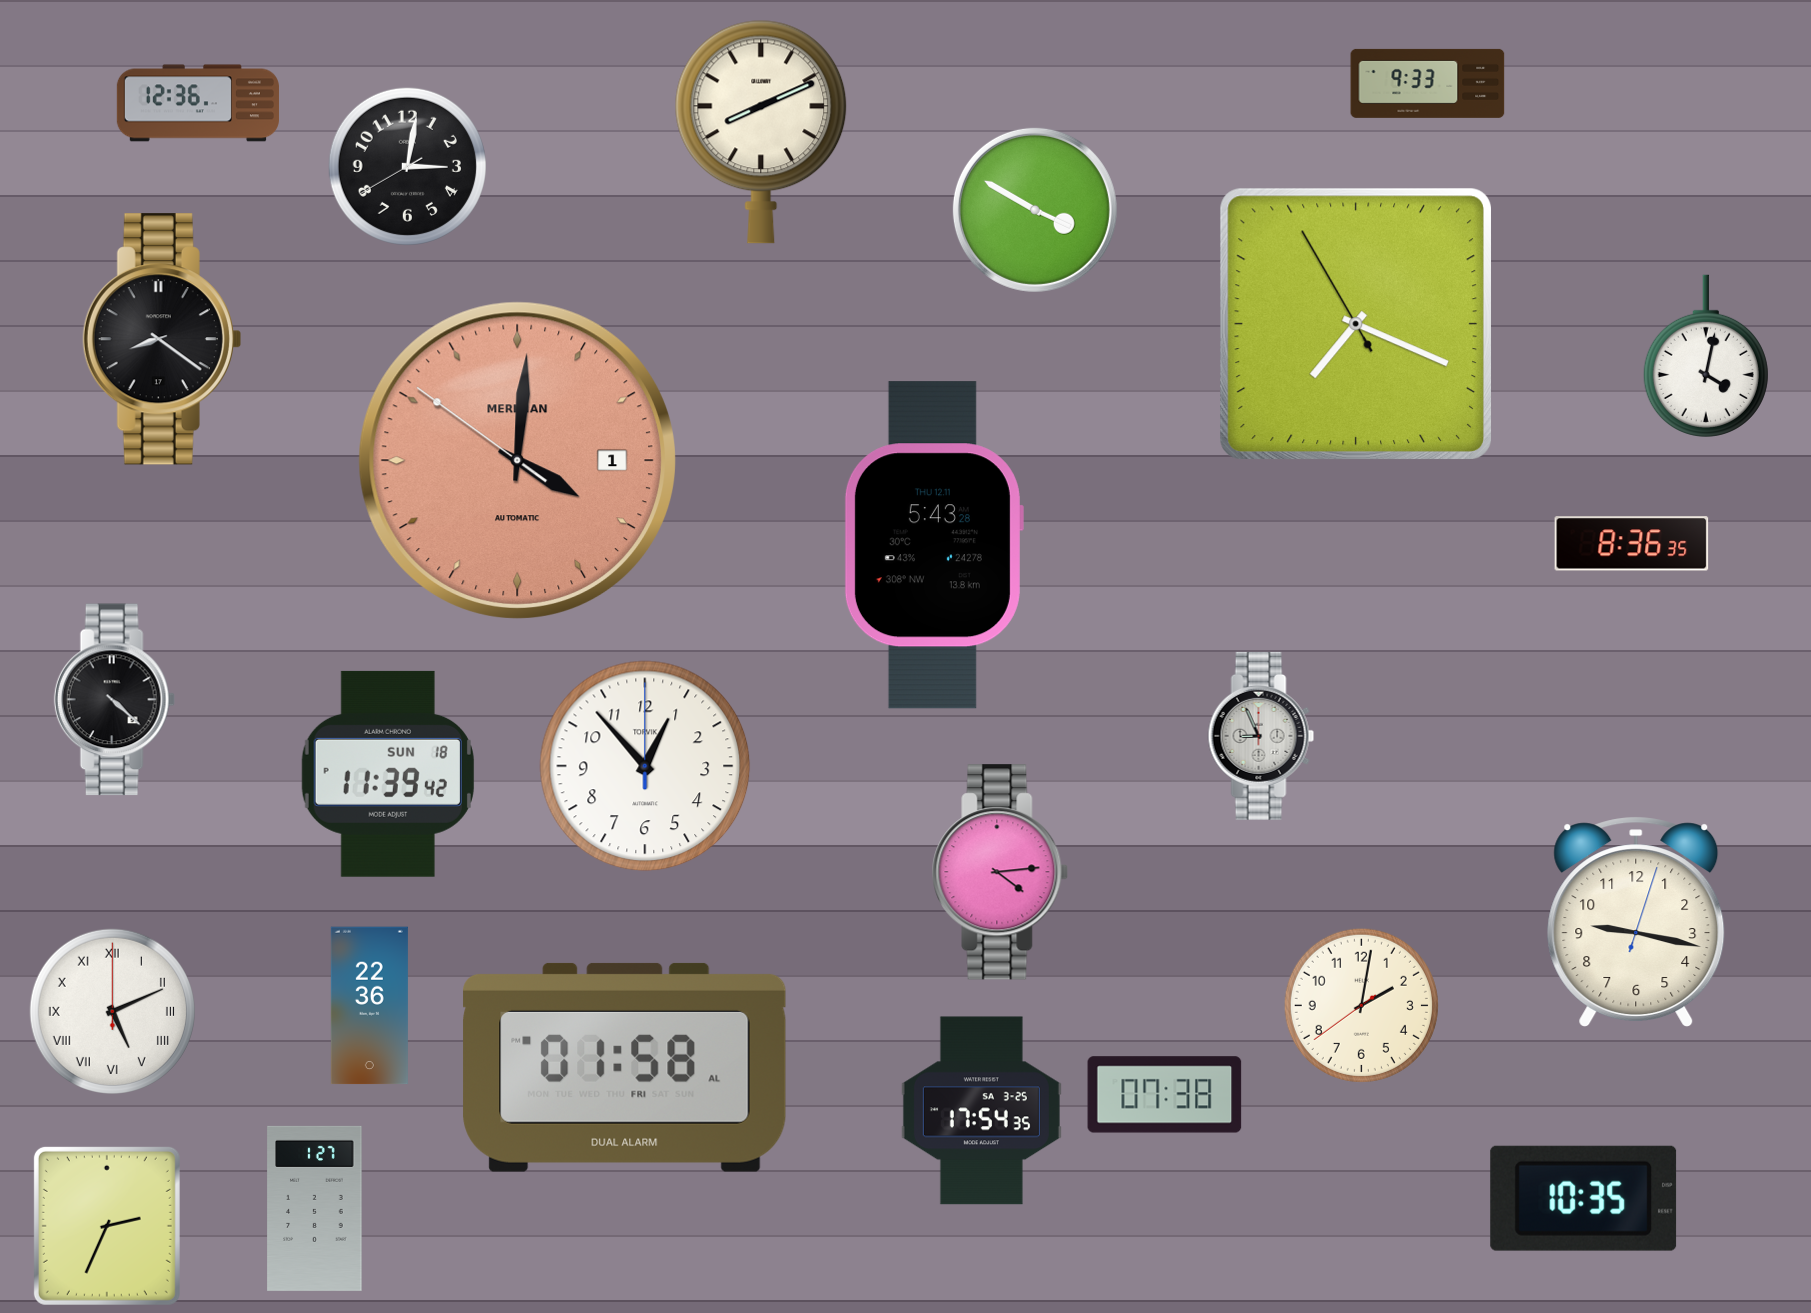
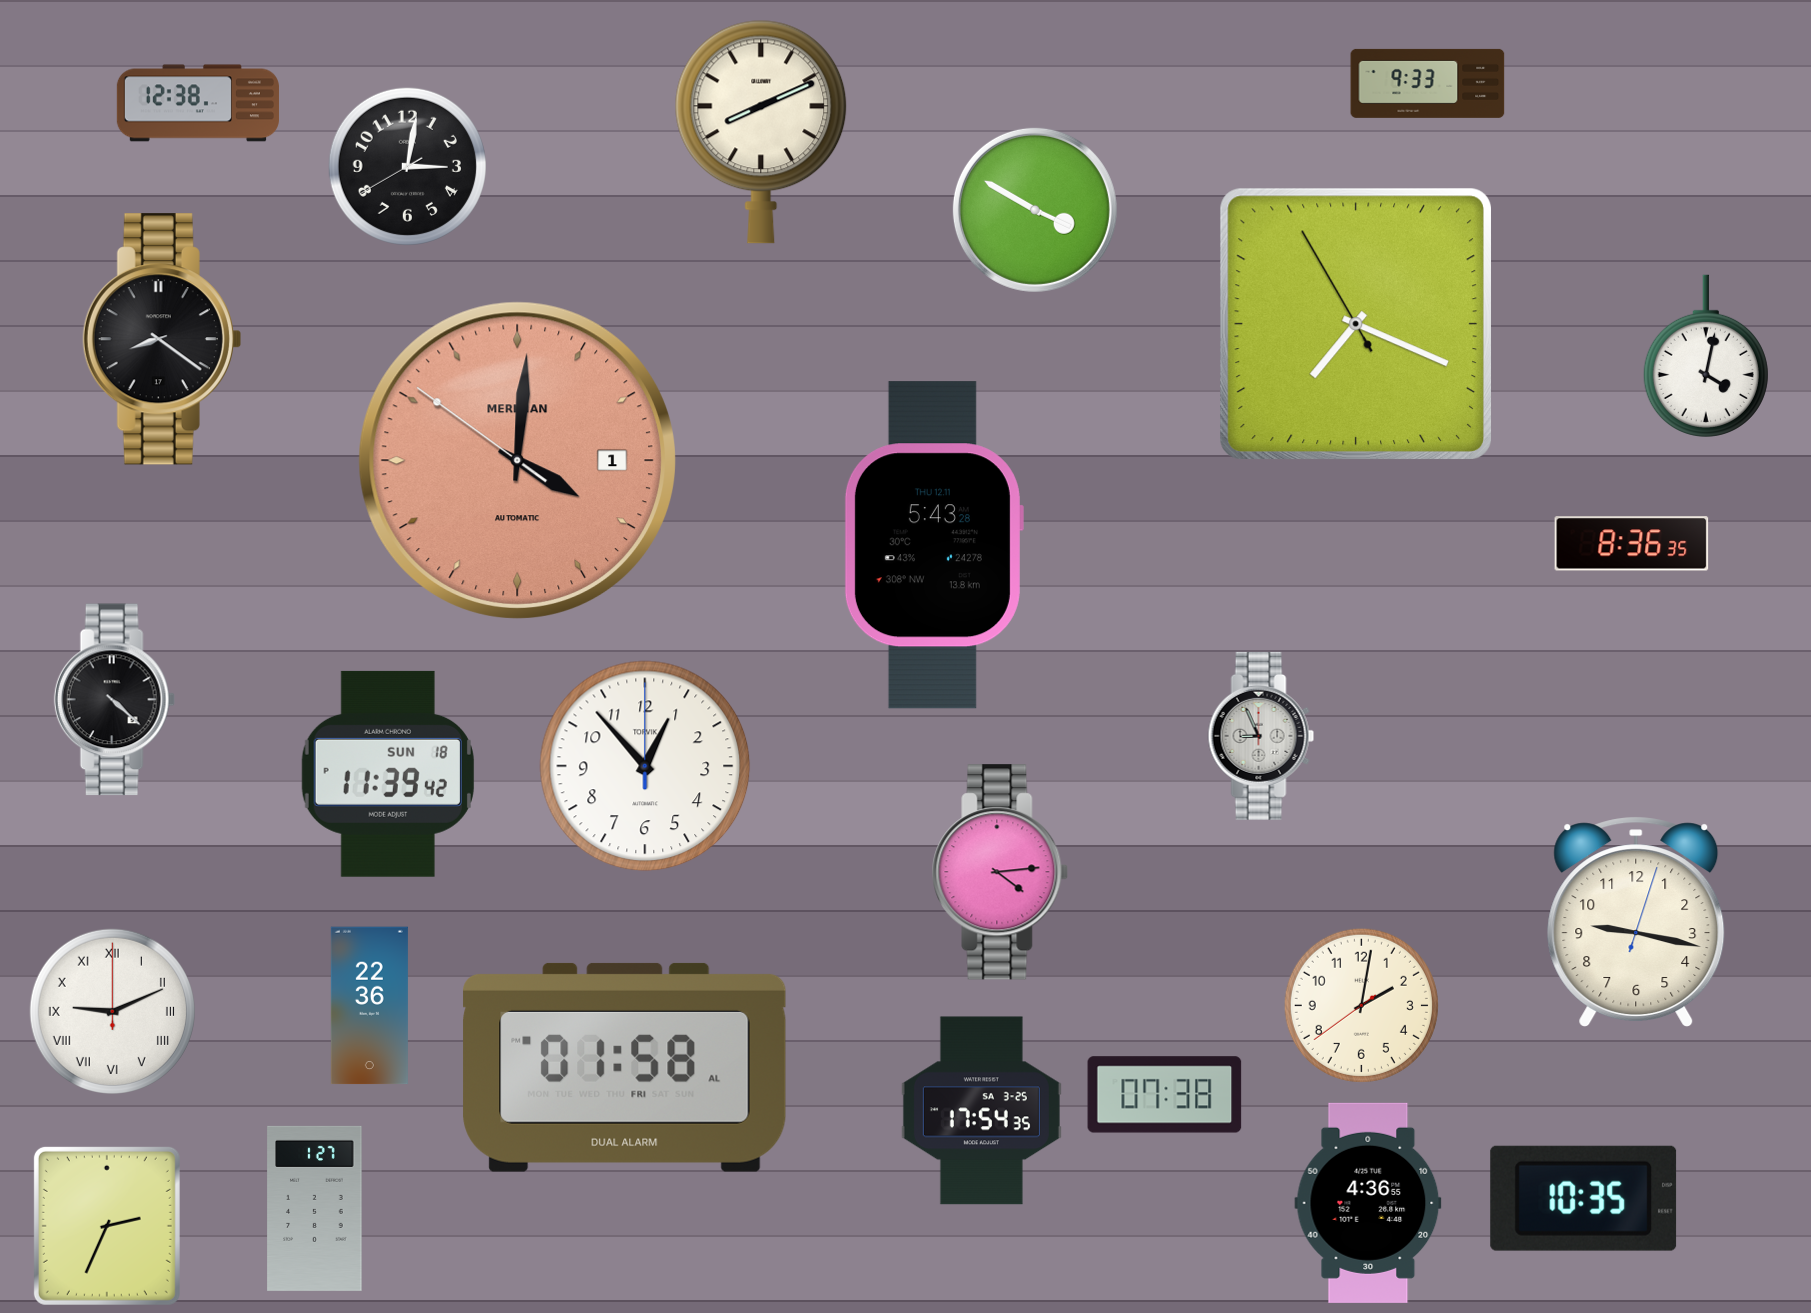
clock at (198, 103): 12:36 -> 12:38
clock at (112, 1011): 5:11 -> 9:11
clock at (1368, 1203): none -> 4:36
